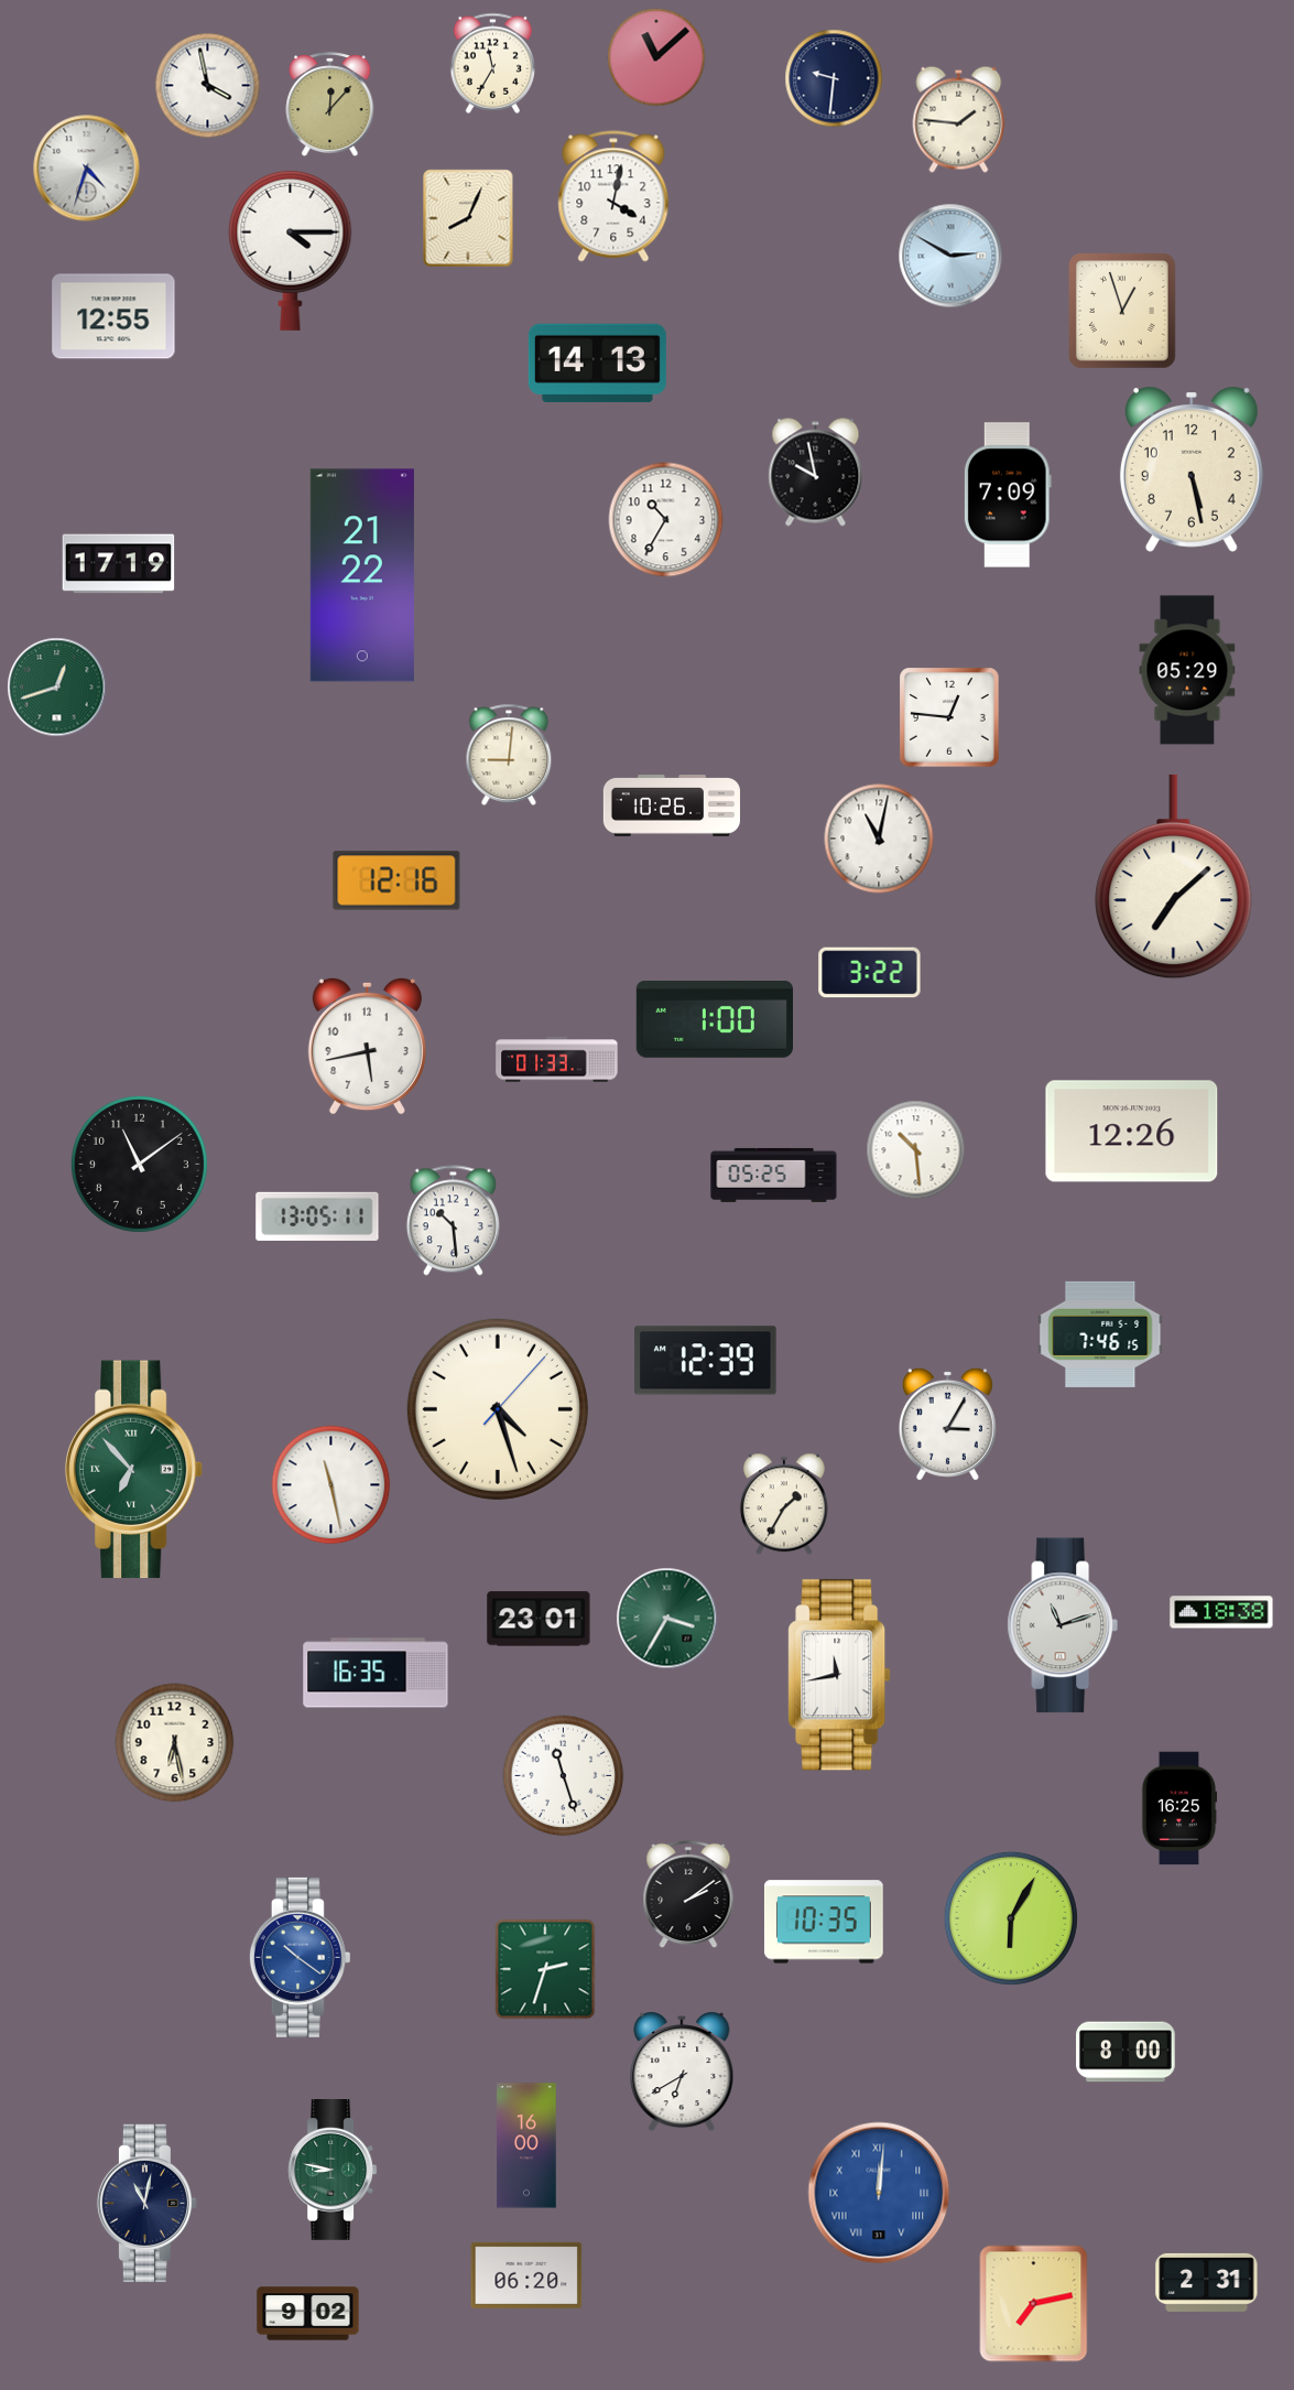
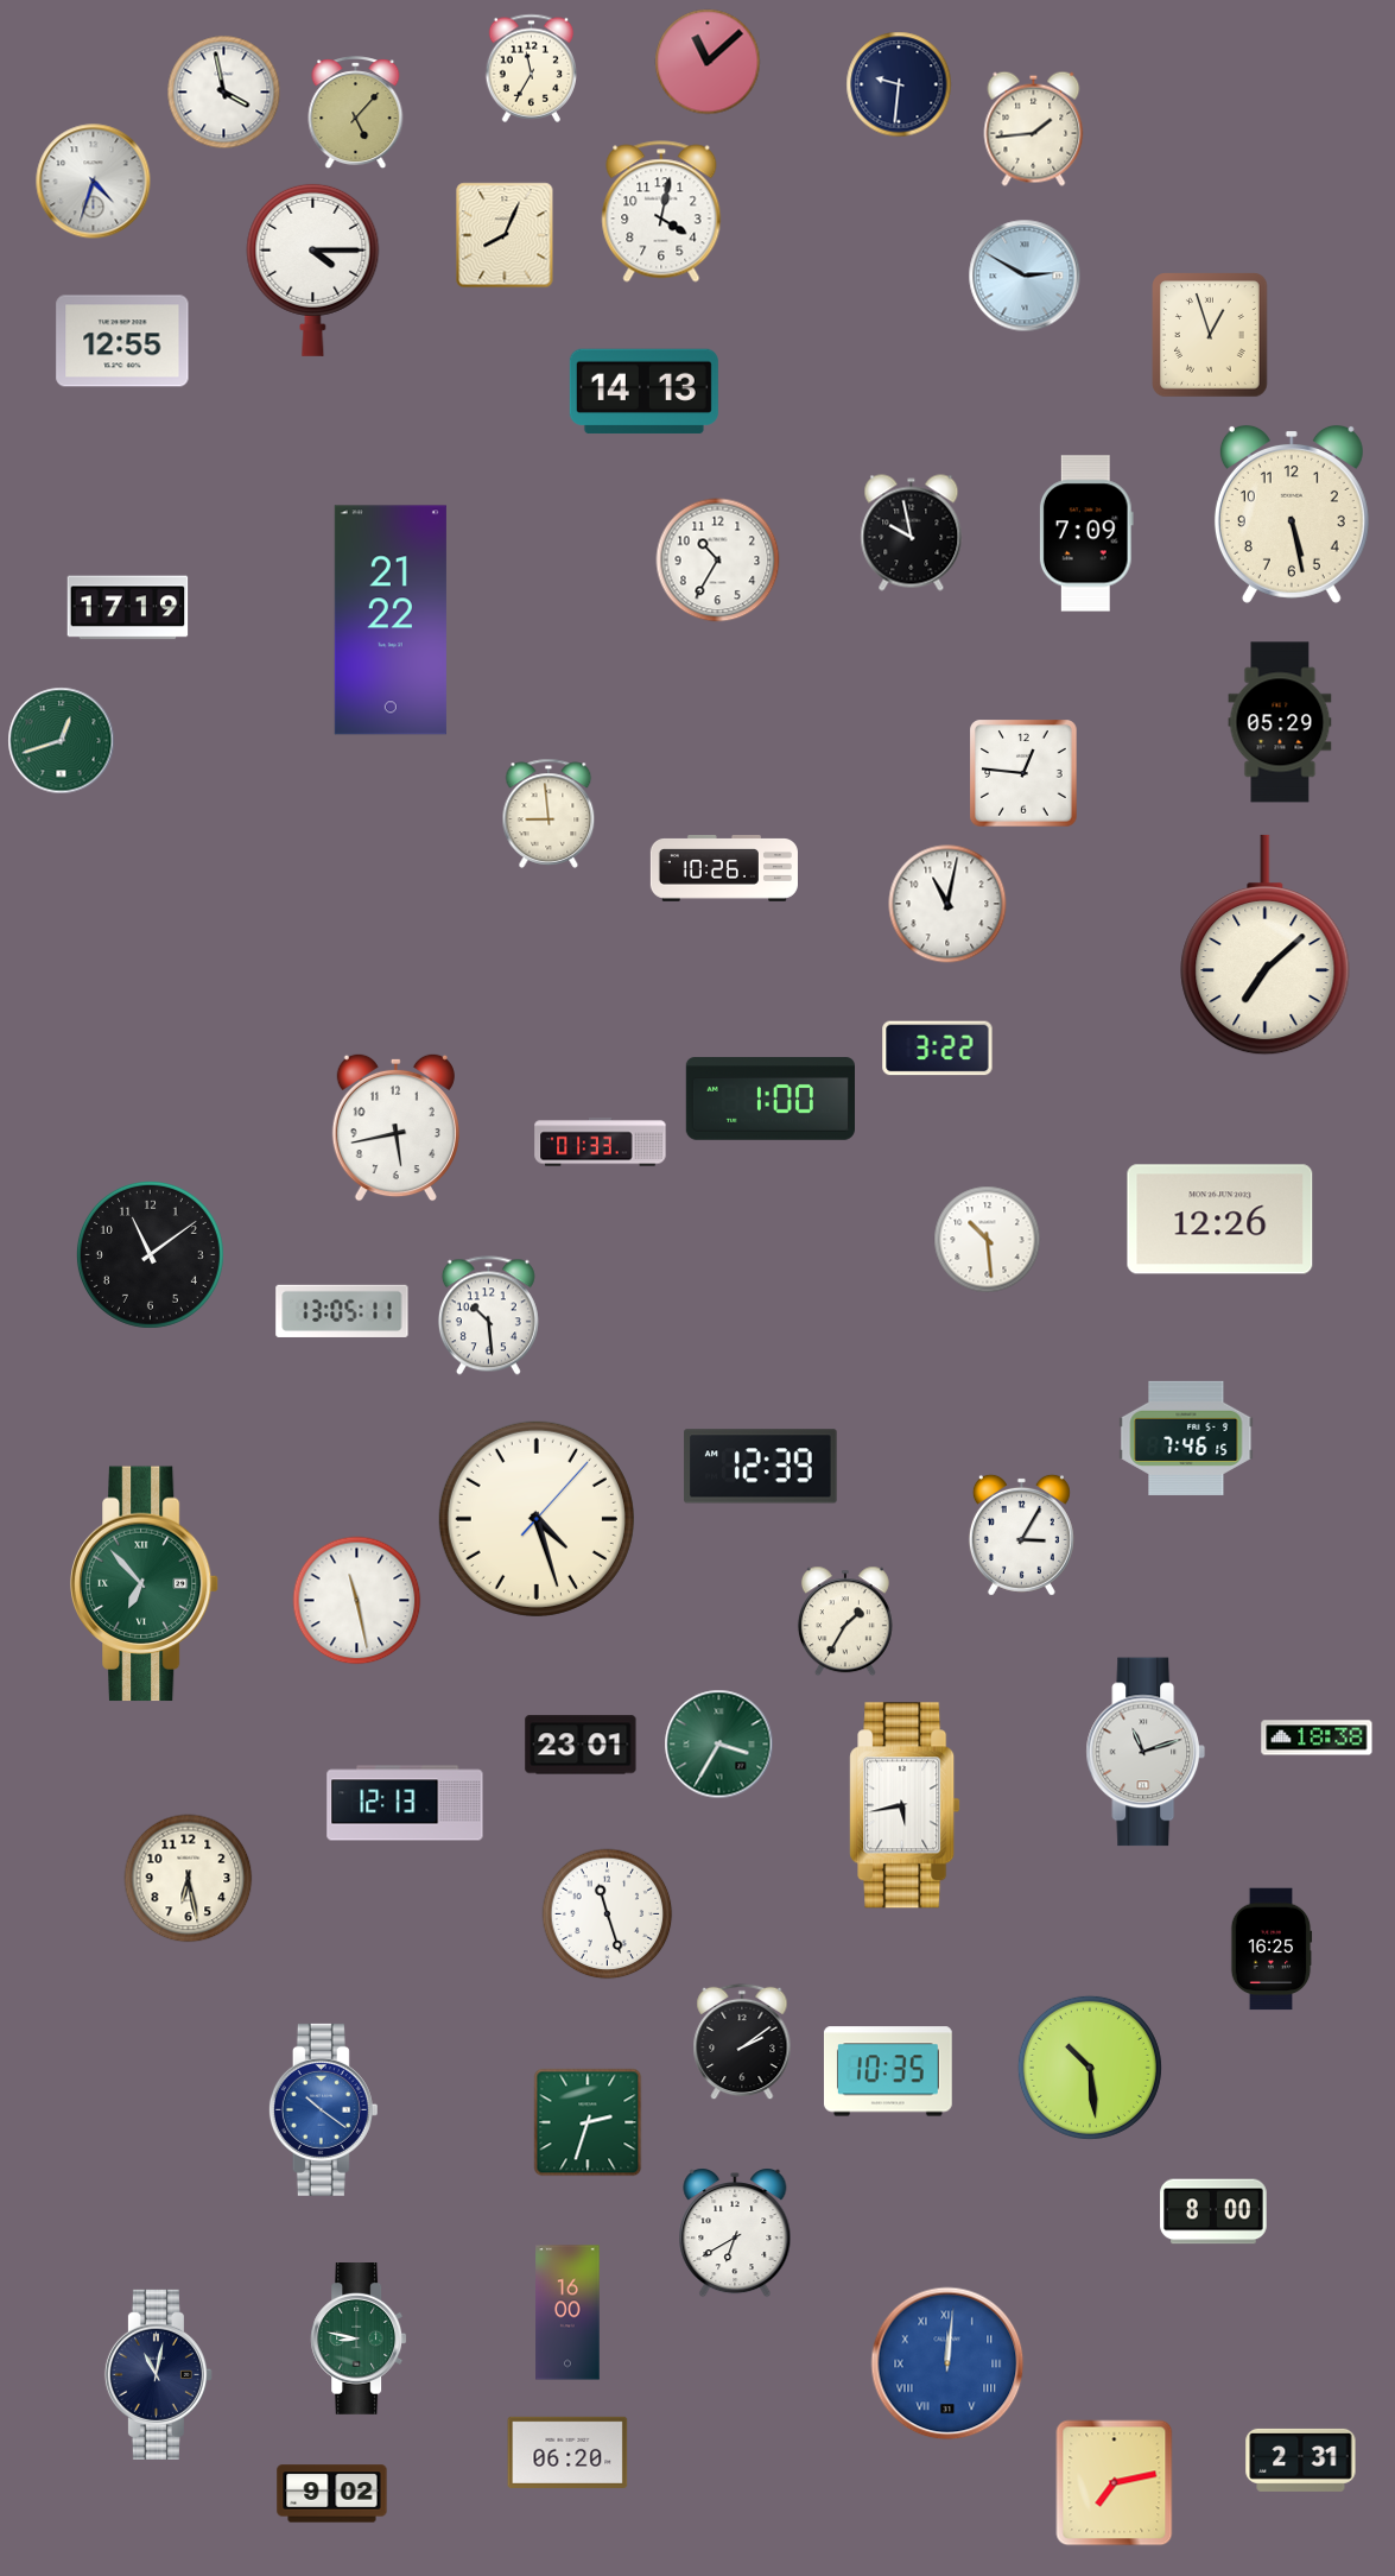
clock at (330, 105): 12:07 -> 5:07
clock at (959, 119): 1:46 -> 1:44
clock at (1192, 469) position: (1192, 469) -> (1292, 514)
clock at (816, 473) position: (816, 473) -> (912, 533)
clock at (509, 755): 9:01 -> 8:59
clock at (396, 880): 12:16 -> none
clock at (774, 1175): 05:25 -> none
clock at (376, 1673): 16:35 -> 12:13
clock at (839, 1675): 11:43 -> 5:43
clock at (1011, 1918): 6:05 -> 10:29
